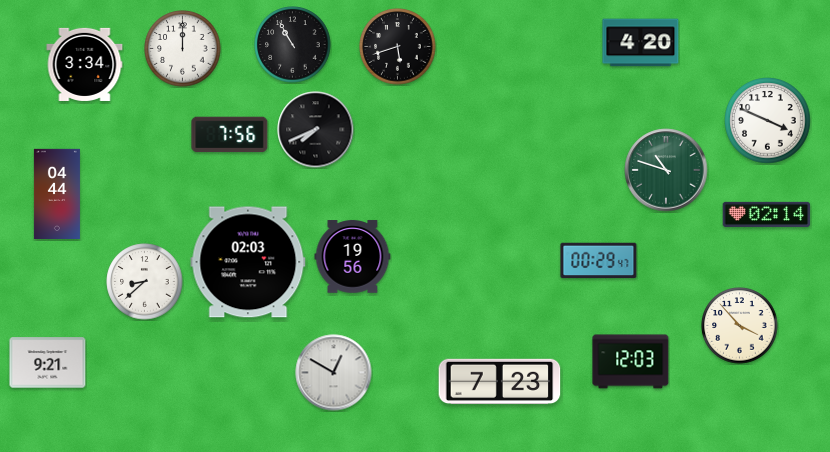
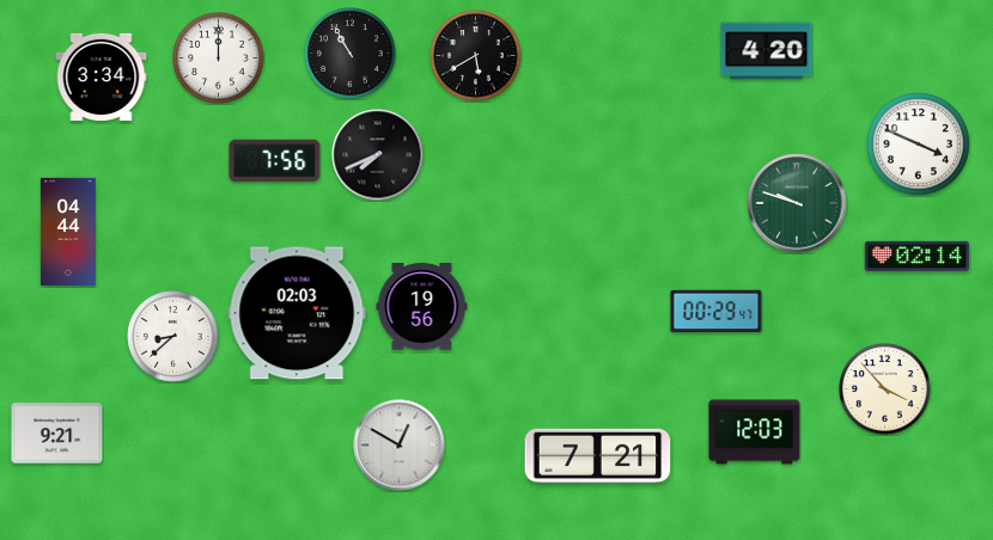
clock at (398, 47): 5:42 -> 5:40
clock at (666, 170): 10:48 -> 9:48
clock at (500, 382): 7:23 -> 7:21
